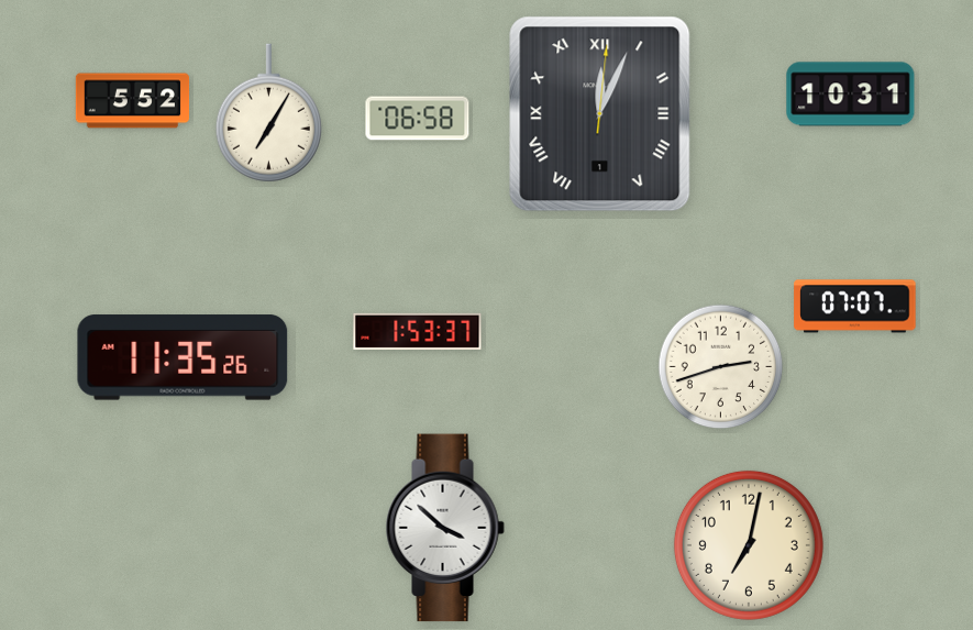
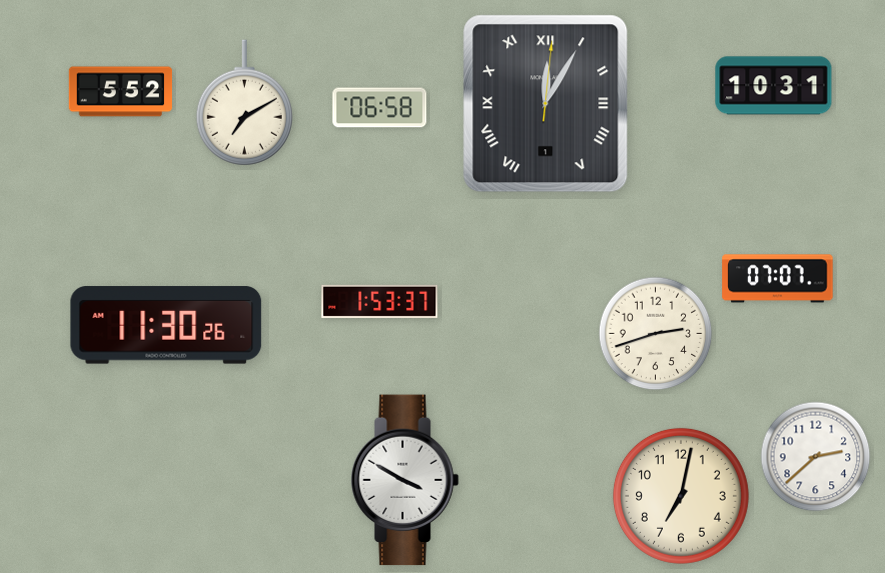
clock at (268, 113): 7:05 -> 7:10
clock at (600, 114): 12:04 -> 12:05
clock at (183, 357): 11:35 -> 11:30
clock at (816, 457): none -> 2:38
clock at (445, 528): 3:52 -> 3:50
